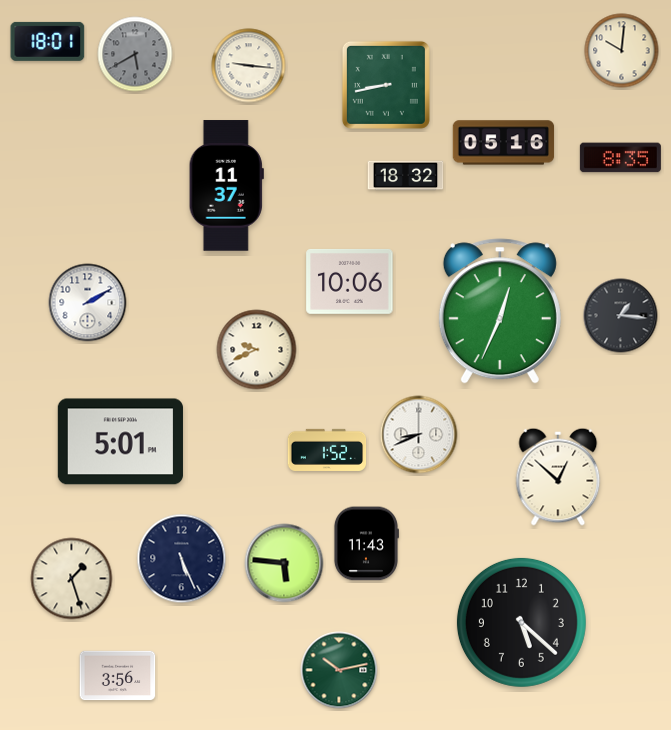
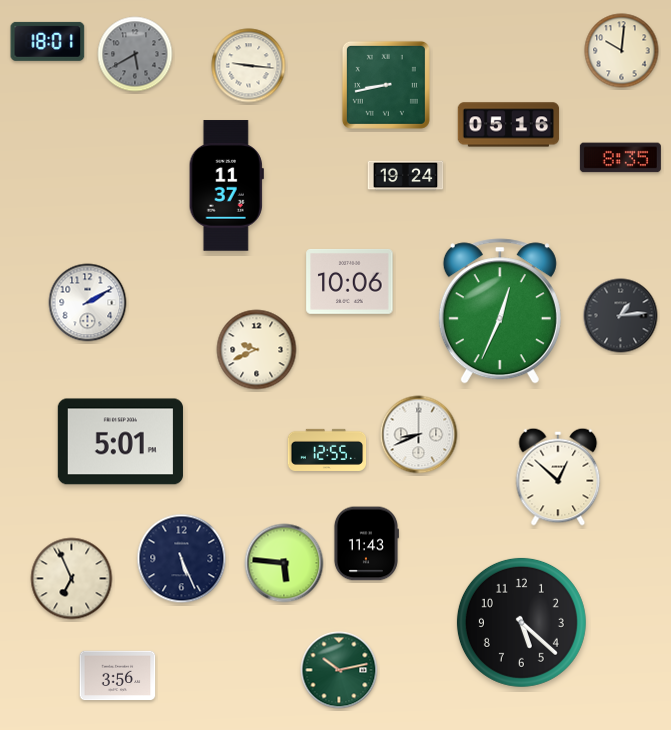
clock at (504, 143) position: (504, 143) -> (509, 125)
clock at (406, 176): 18:32 -> 19:24
clock at (621, 316): 1:16 -> 1:14
clock at (327, 450): 1:52 -> 12:55
clock at (72, 579): 1:27 -> 6:56
